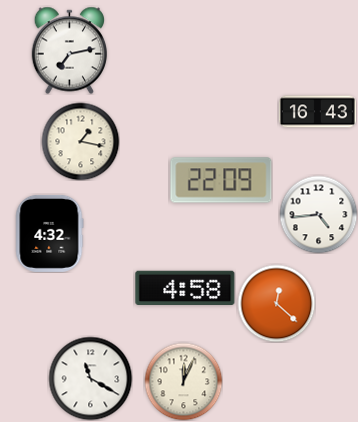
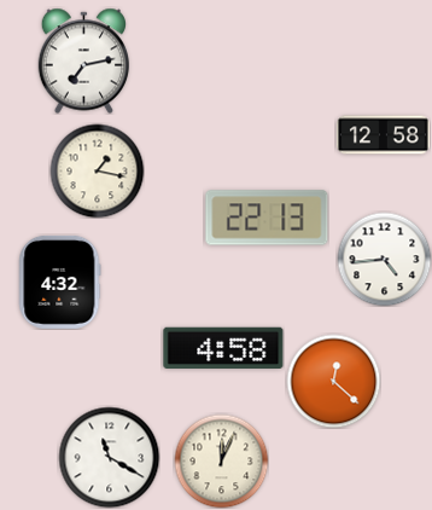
clock at (317, 112): 16:43 -> 12:58
clock at (221, 180): 22:09 -> 22:13
clock at (276, 303) position: (276, 303) -> (333, 381)
